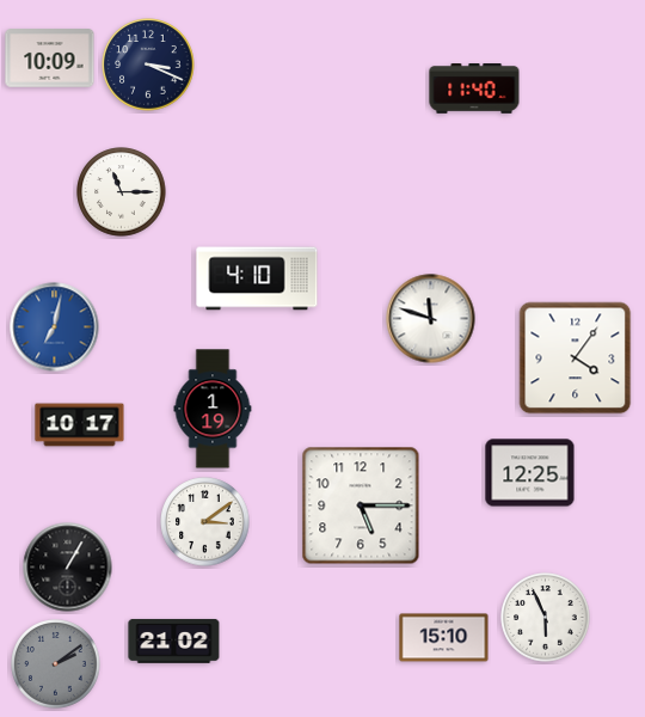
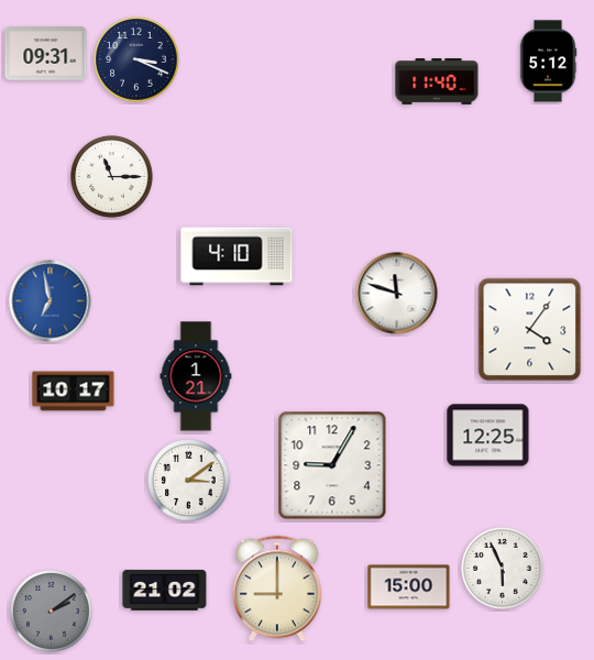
clock at (50, 59): 10:09 -> 09:31
clock at (548, 62): none -> 5:12
clock at (55, 327): 7:02 -> 6:58
clock at (213, 409): 1:19 -> 1:21
clock at (361, 505): 5:15 -> 9:05
clock at (68, 568): 1:05 -> none
clock at (444, 638): 15:10 -> 15:00
clock at (278, 588): none -> 9:00
clock at (174, 641) position: (174, 641) -> (165, 590)
